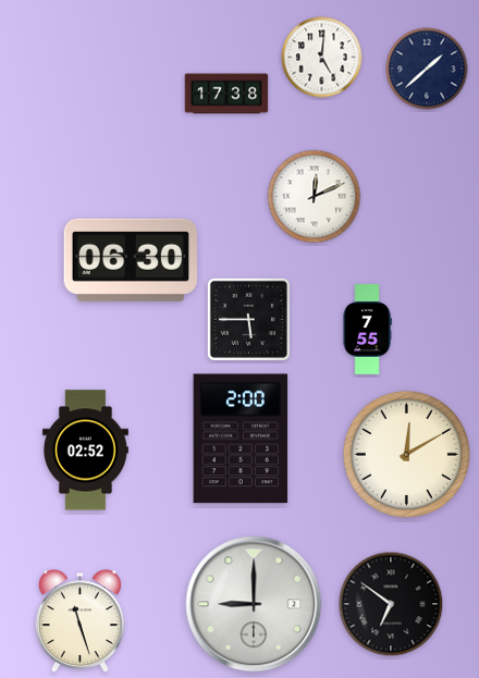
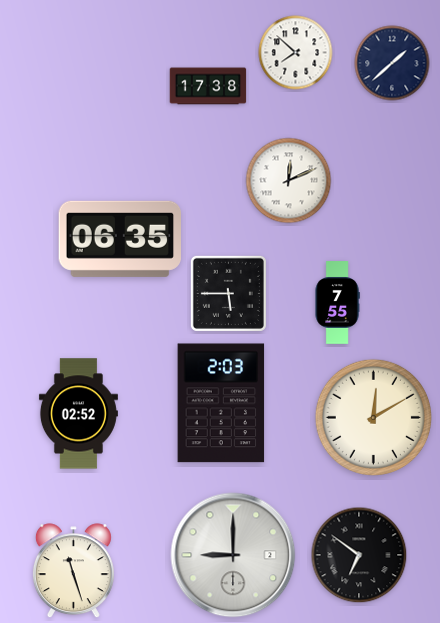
clock at (322, 58): 5:01 -> 7:52
clock at (130, 260): 06:30 -> 06:35
clock at (241, 439): 2:00 -> 2:03
